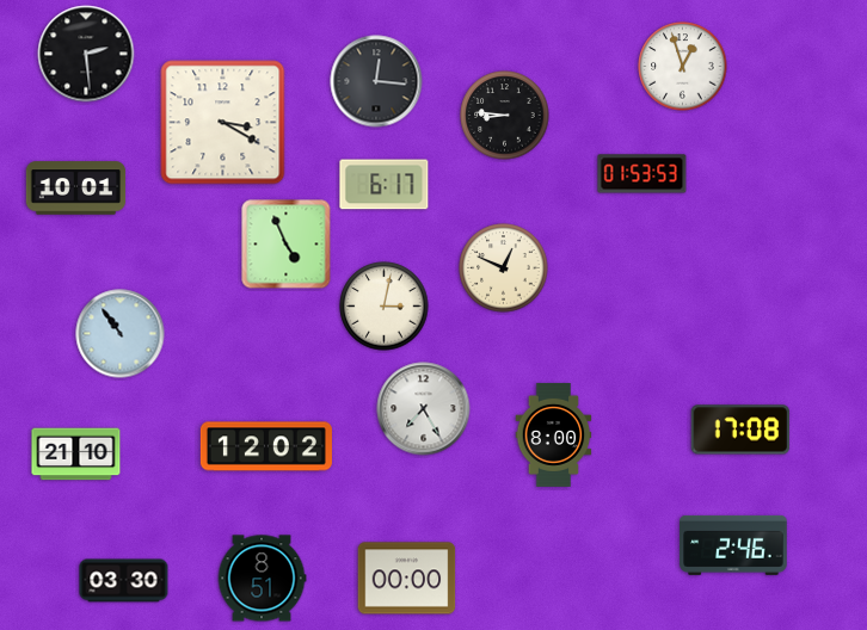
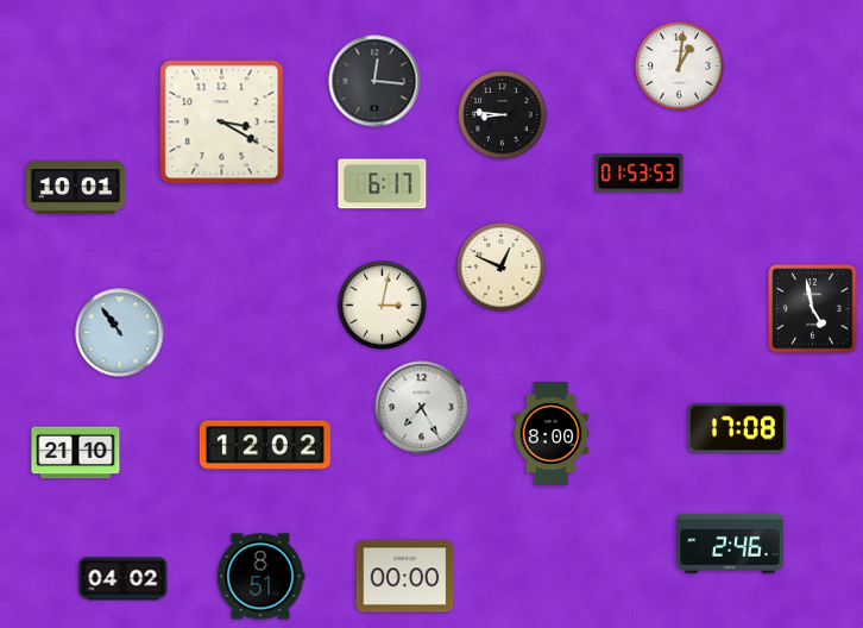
clock at (86, 54): 2:29 -> none
clock at (683, 67): 12:57 -> 1:01
clock at (287, 245): 4:56 -> none
clock at (813, 309): none -> 4:58
clock at (124, 581): 03:30 -> 04:02
